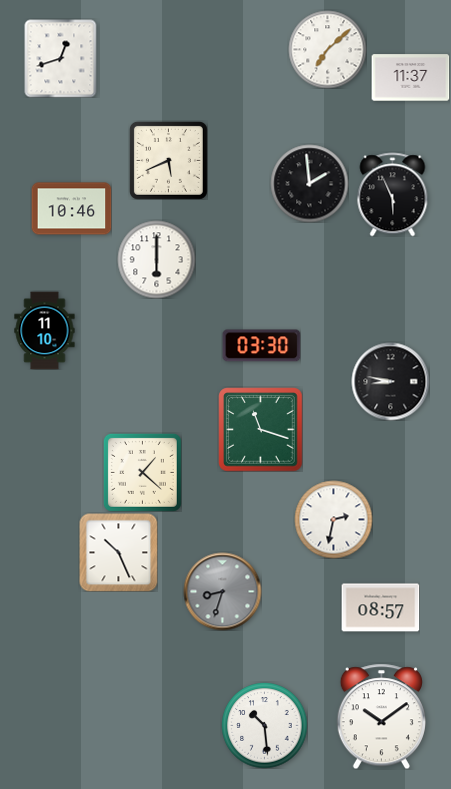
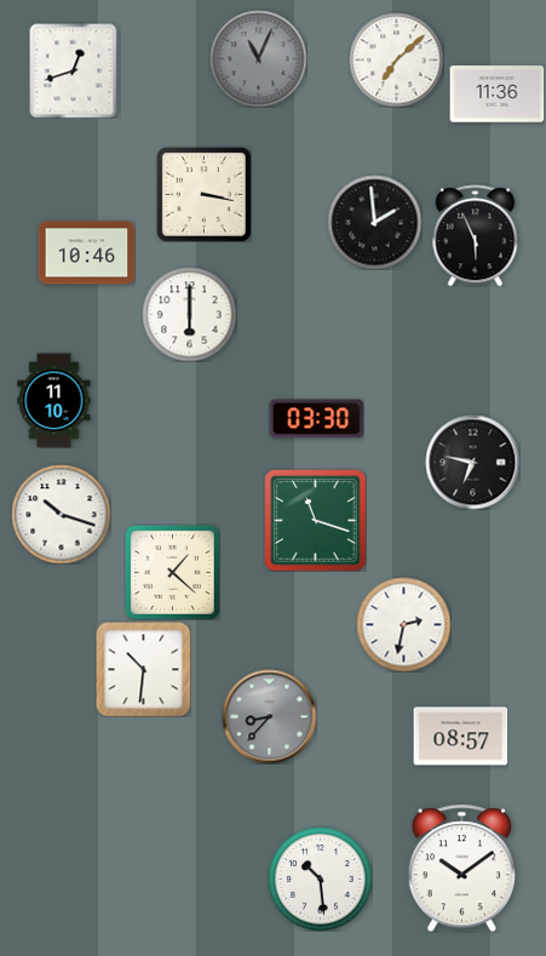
clock at (258, 58): none -> 11:04
clock at (410, 78): 11:37 -> 11:36
clock at (168, 160): 5:41 -> 3:17
clock at (390, 381): 8:47 -> 6:47
clock at (61, 514): none -> 10:18
clock at (333, 519) position: (333, 519) -> (403, 624)
clock at (118, 552): 10:26 -> 10:31
clock at (222, 591): 8:33 -> 8:37
